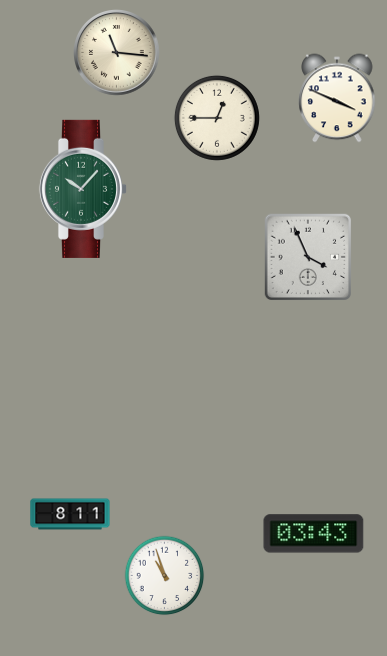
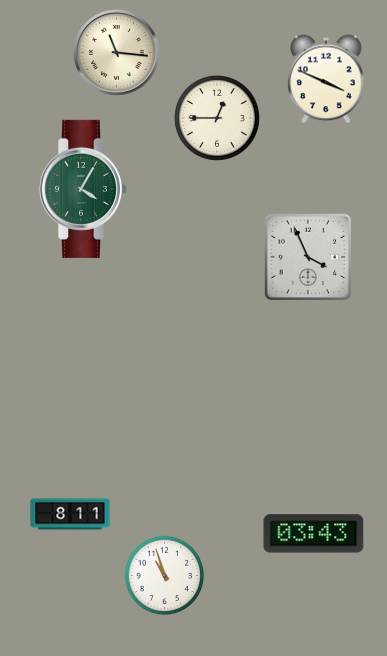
clock at (337, 98) position: (337, 98) -> (326, 79)
clock at (82, 189): 10:07 -> 4:05
